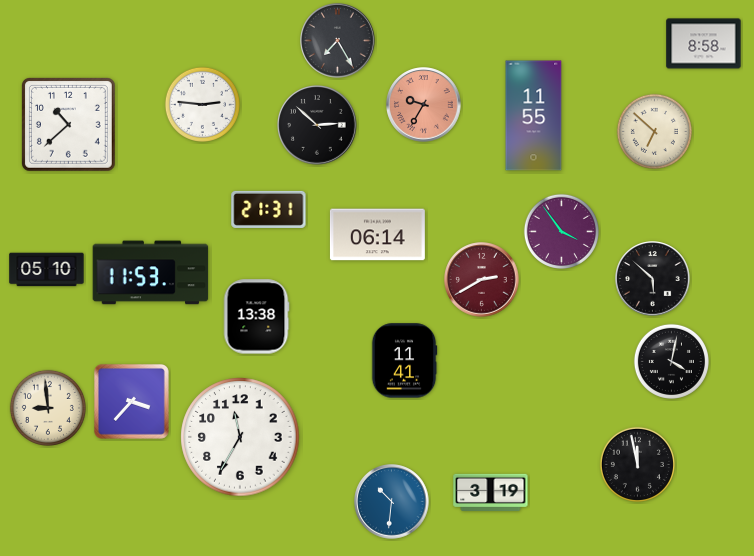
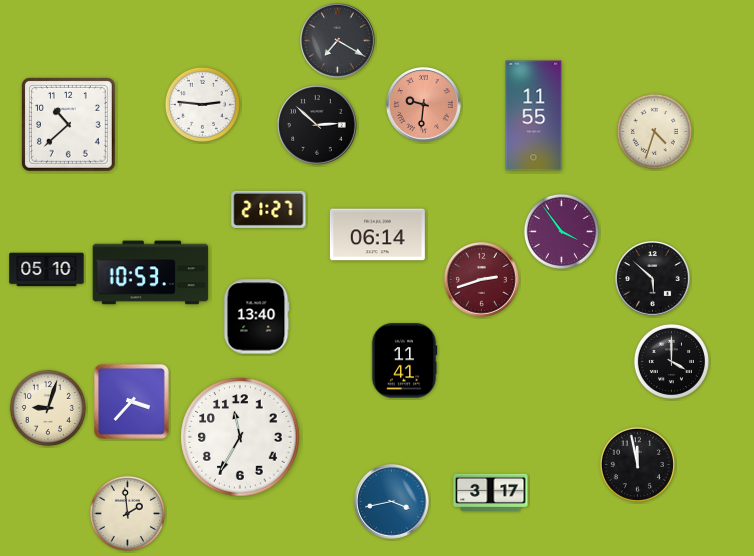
clock at (338, 41): 7:25 -> 7:20
clock at (704, 44): 8:58 -> none
clock at (424, 105): 9:35 -> 9:31
clock at (654, 131): 6:52 -> 4:33
clock at (269, 209): 21:31 -> 21:27
clock at (151, 273): 11:53 -> 10:53
clock at (482, 280): 2:40 -> 2:42
clock at (256, 317): 13:38 -> 13:40
clock at (671, 361): 4:02 -> 4:00
clock at (48, 408): 8:59 -> 9:03
clock at (491, 492): 3:19 -> 3:17
clock at (392, 502): 10:31 -> 3:43
clock at (127, 513): none -> 1:59
